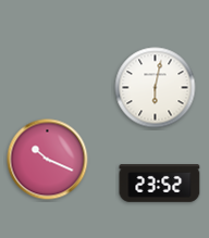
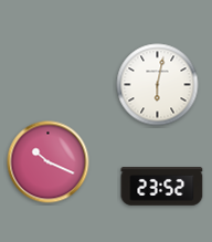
clock at (156, 88) position: (156, 88) -> (158, 85)
